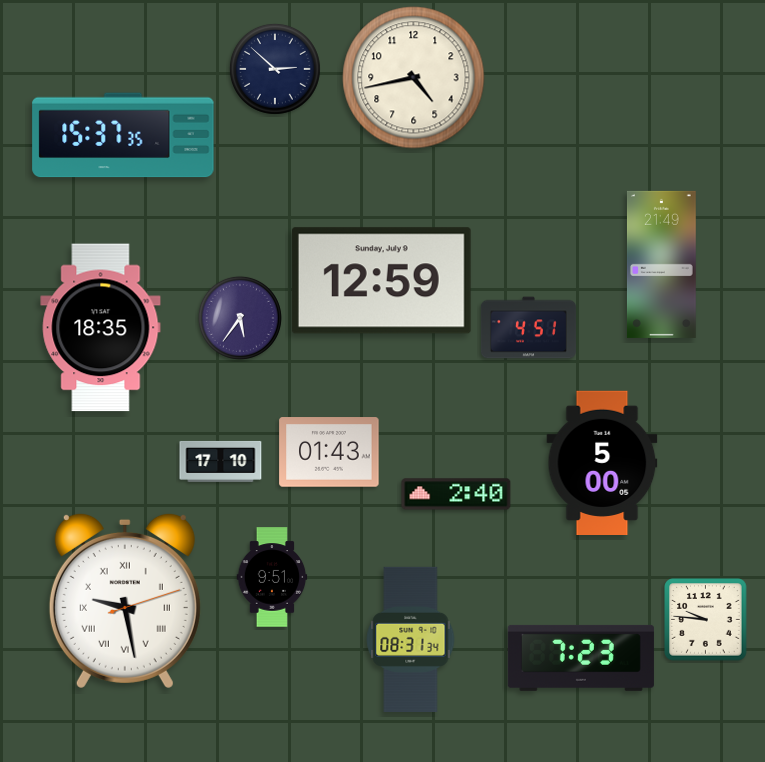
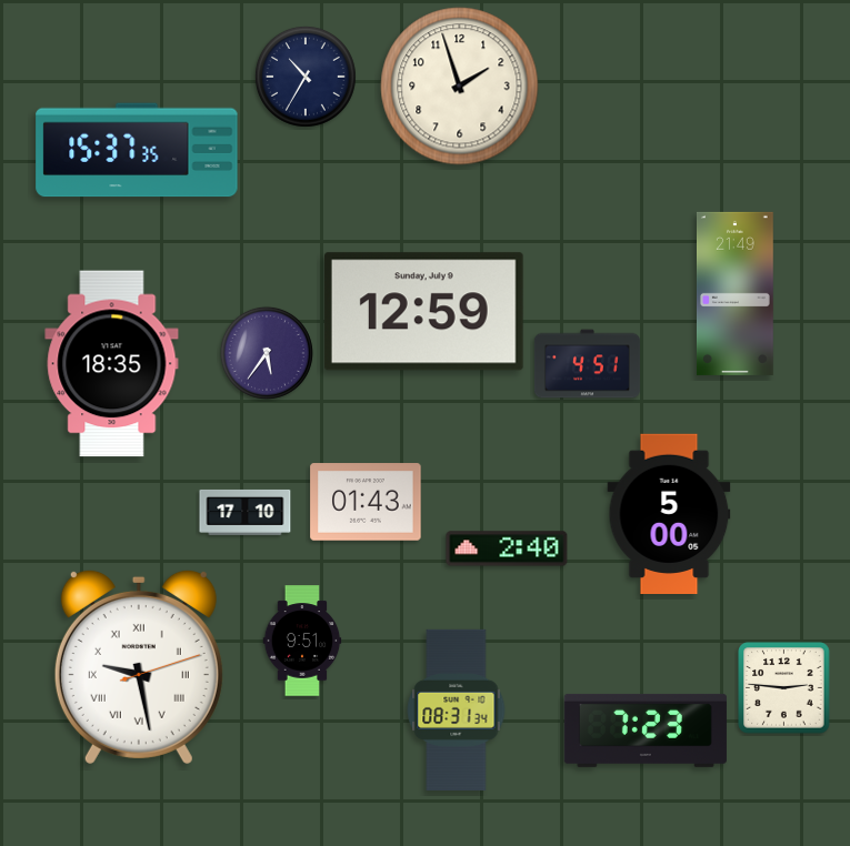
clock at (275, 69): 2:52 -> 10:35
clock at (414, 78): 4:43 -> 1:57
clock at (706, 620): 9:46 -> 2:46
